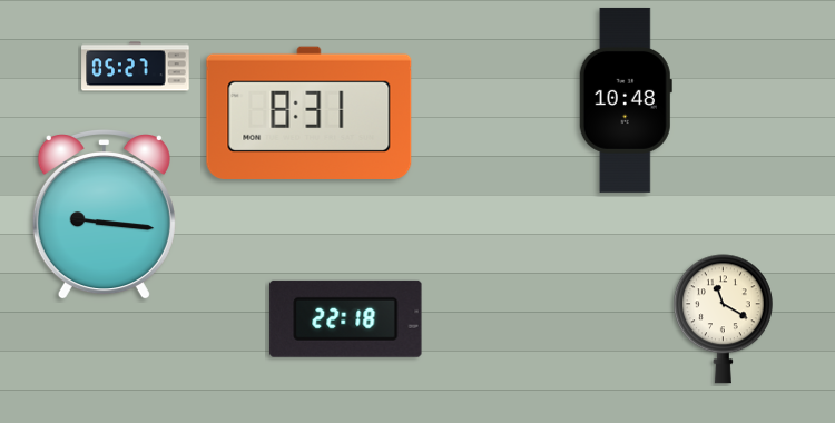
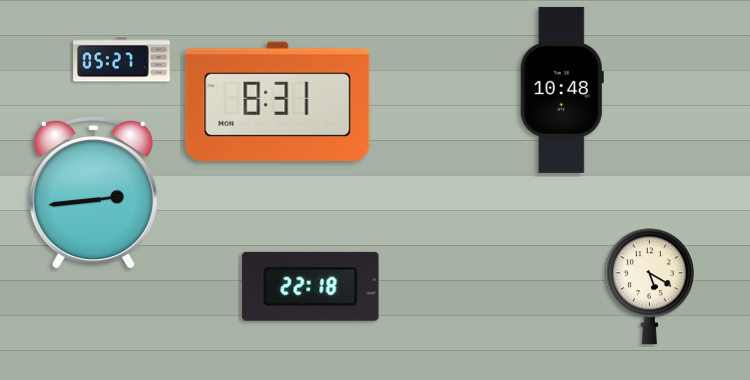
clock at (104, 216): 9:16 -> 2:44
clock at (723, 319): 11:20 -> 5:20
